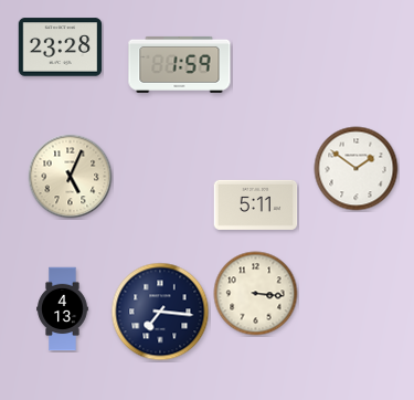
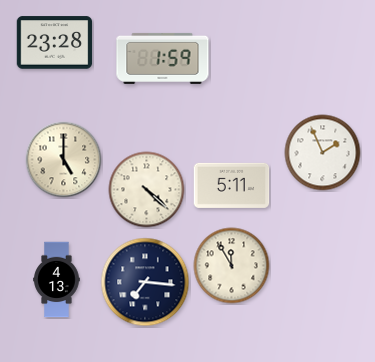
clock at (357, 169): 1:51 -> 1:56
clock at (71, 177): 5:04 -> 5:00
clock at (147, 190): none -> 4:22
clock at (256, 294): 3:16 -> 11:55
